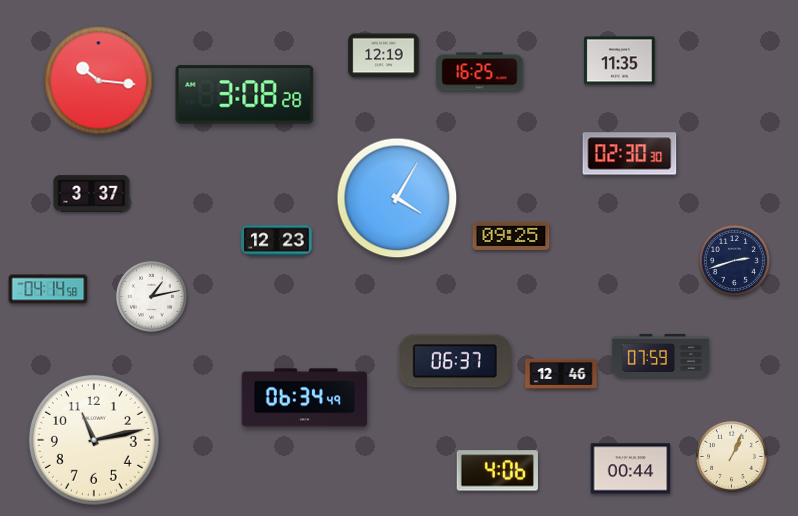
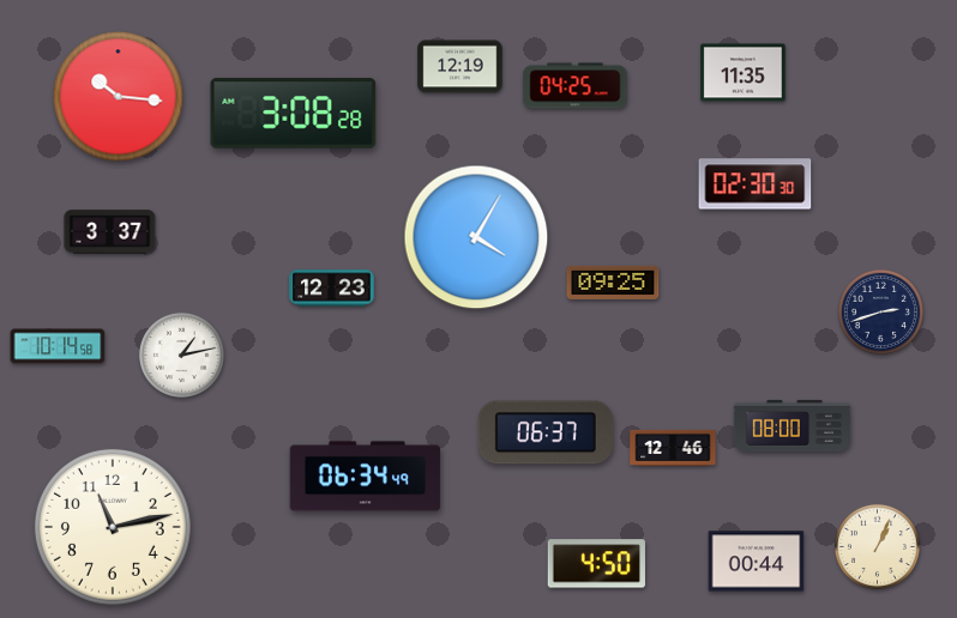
clock at (480, 72): 16:25 -> 04:25
clock at (48, 289): 04:14 -> 10:14
clock at (660, 355): 07:59 -> 08:00
clock at (497, 471): 4:06 -> 4:50
